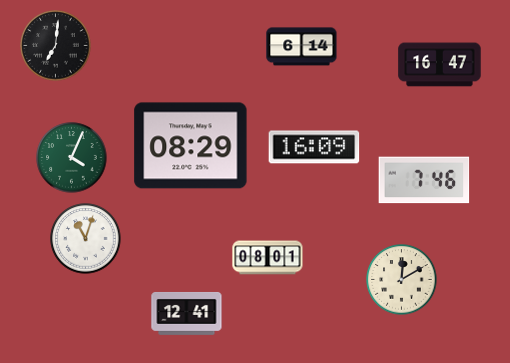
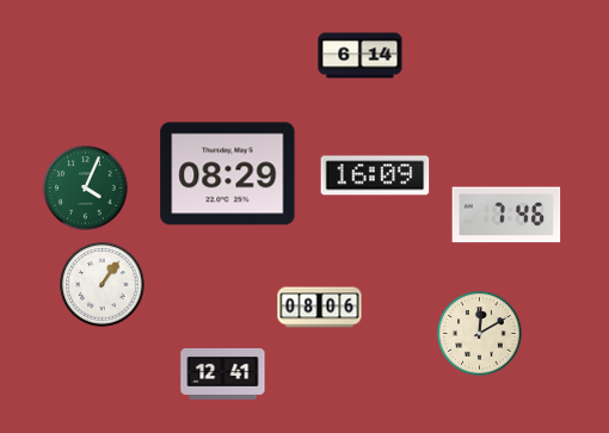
clock at (56, 46): 7:01 -> none
clock at (440, 65): 16:47 -> none
clock at (86, 239): 11:03 -> 1:06
clock at (268, 258): 08:01 -> 08:06
